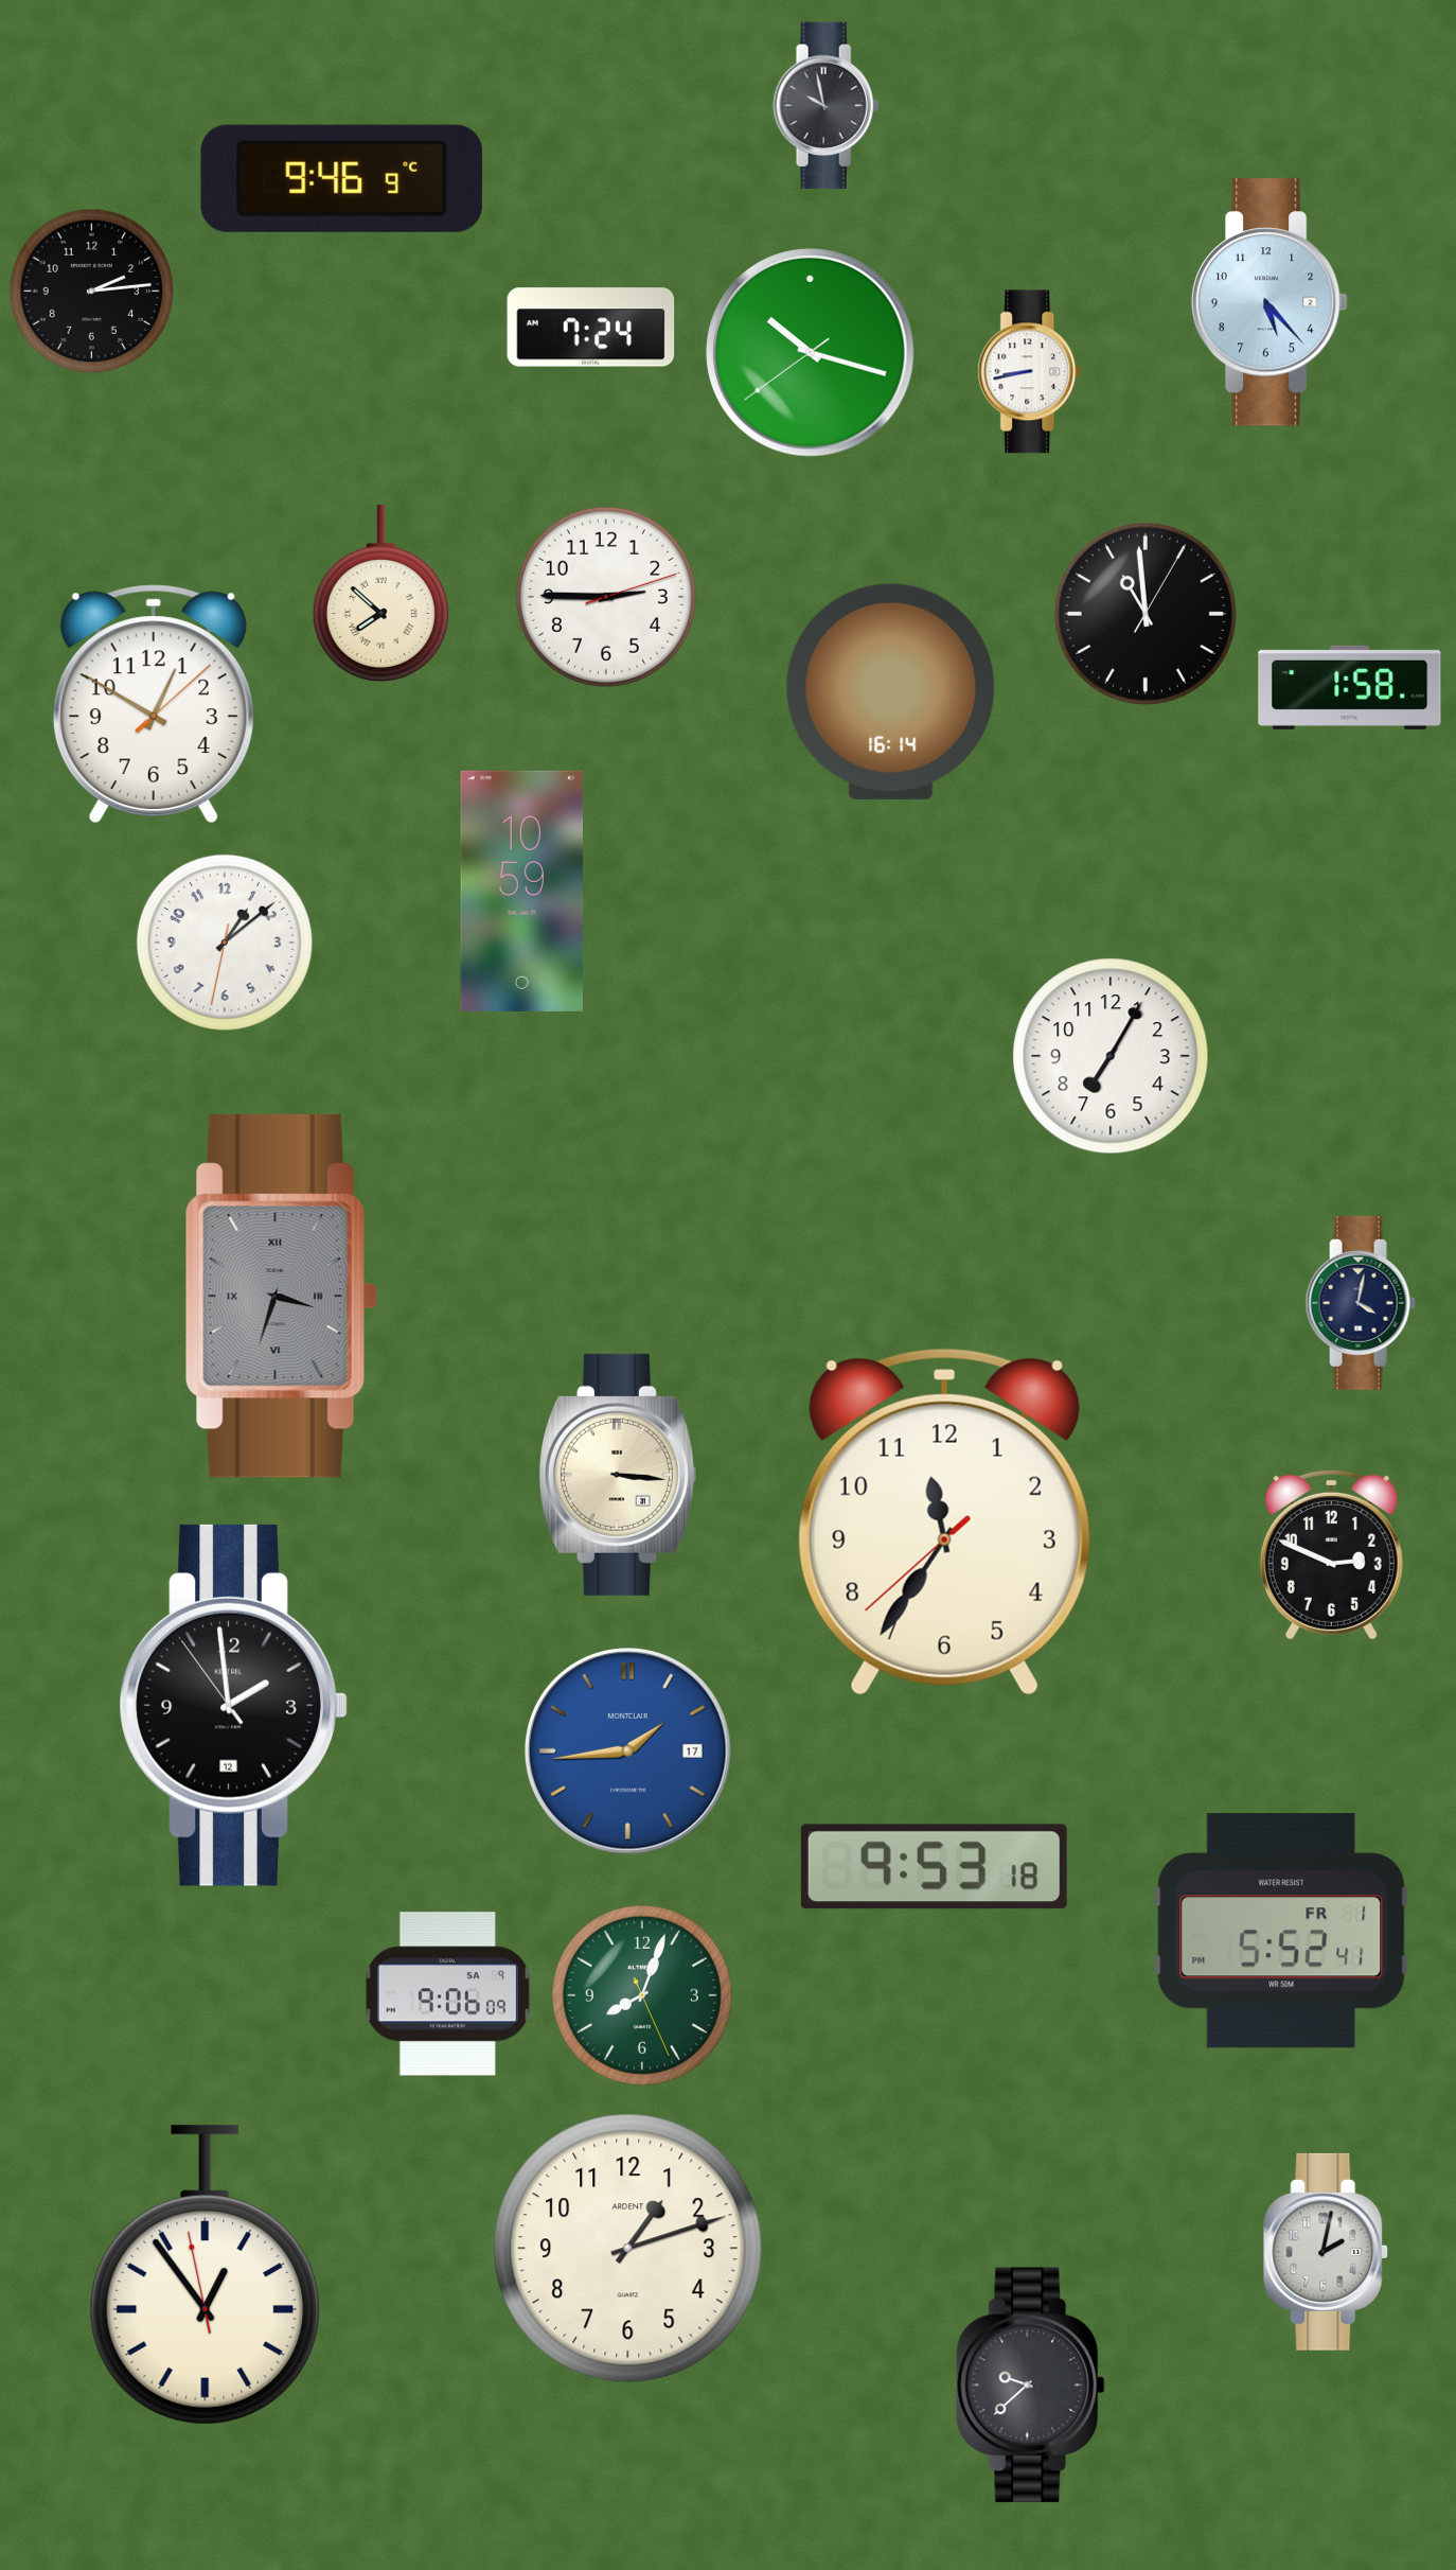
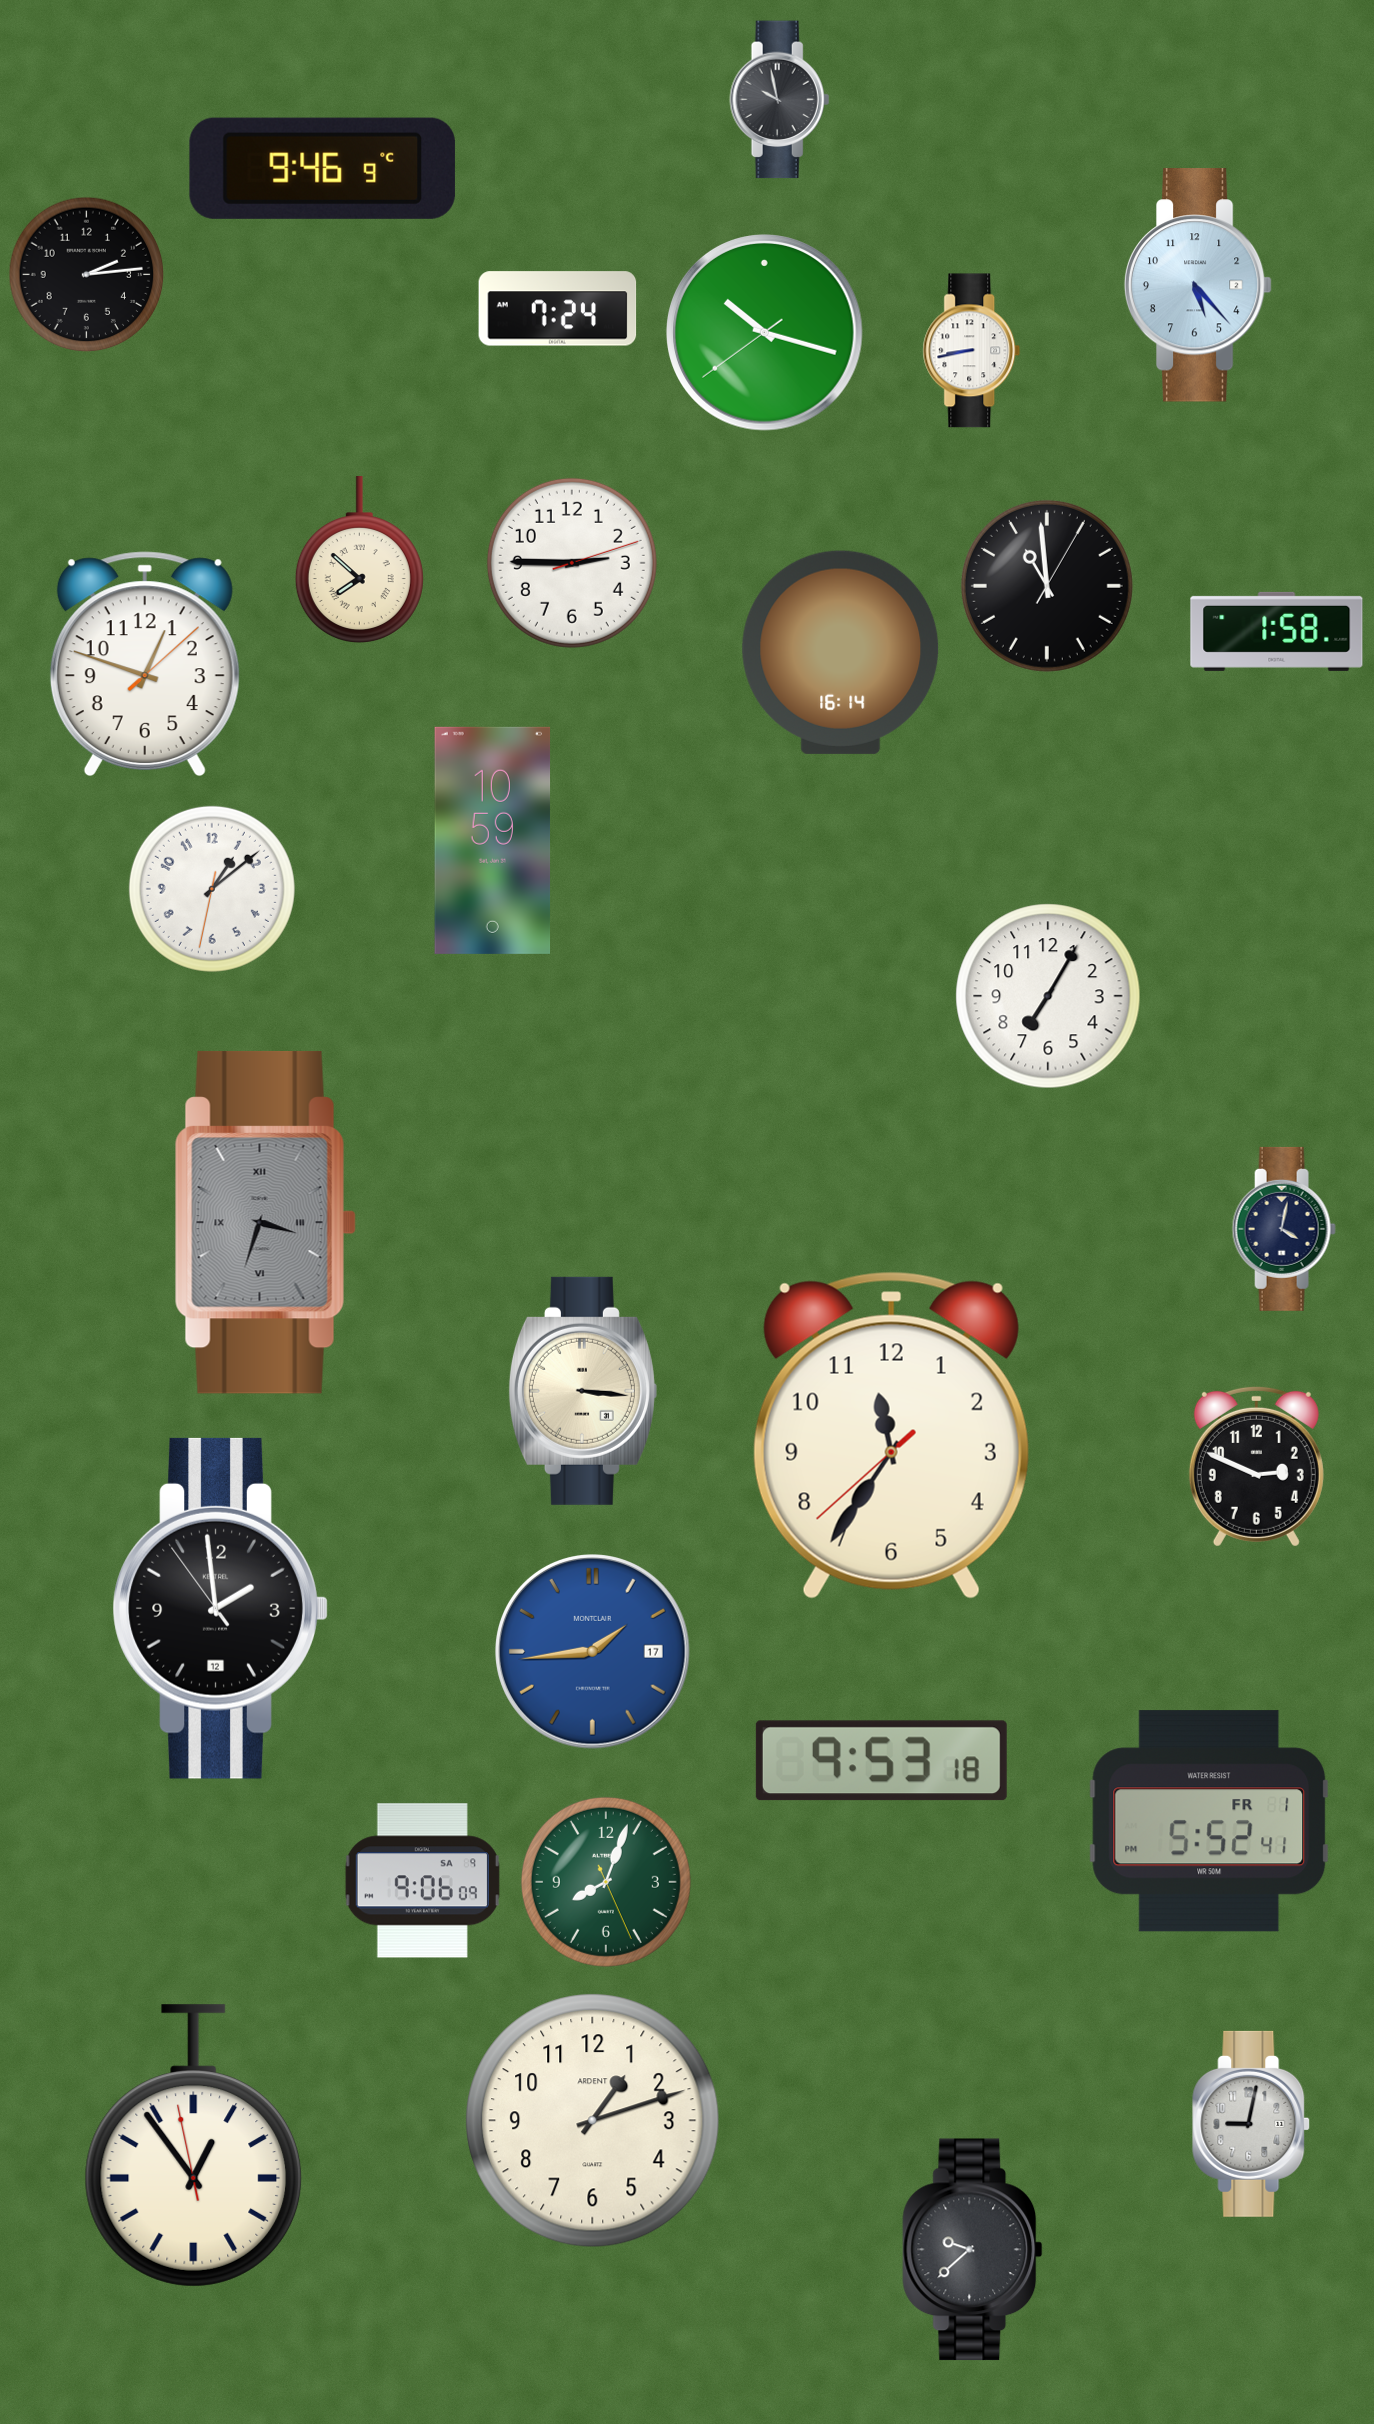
clock at (1146, 614) position: (1146, 614) -> (1047, 586)
clock at (1350, 687) position: (1350, 687) -> (1277, 631)
clock at (154, 703): 12:50 -> 12:48
clock at (1327, 2252): 2:02 -> 9:02
